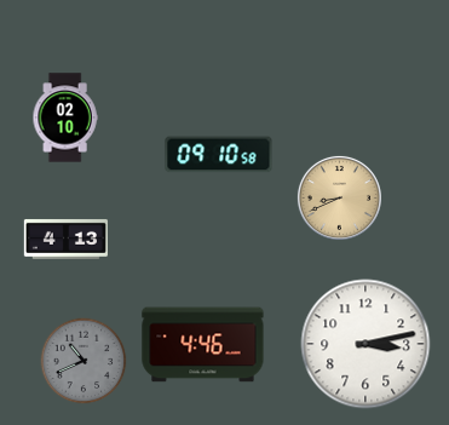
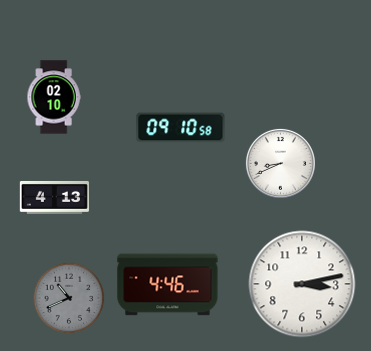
clock at (339, 197) dial: champagne -> white
